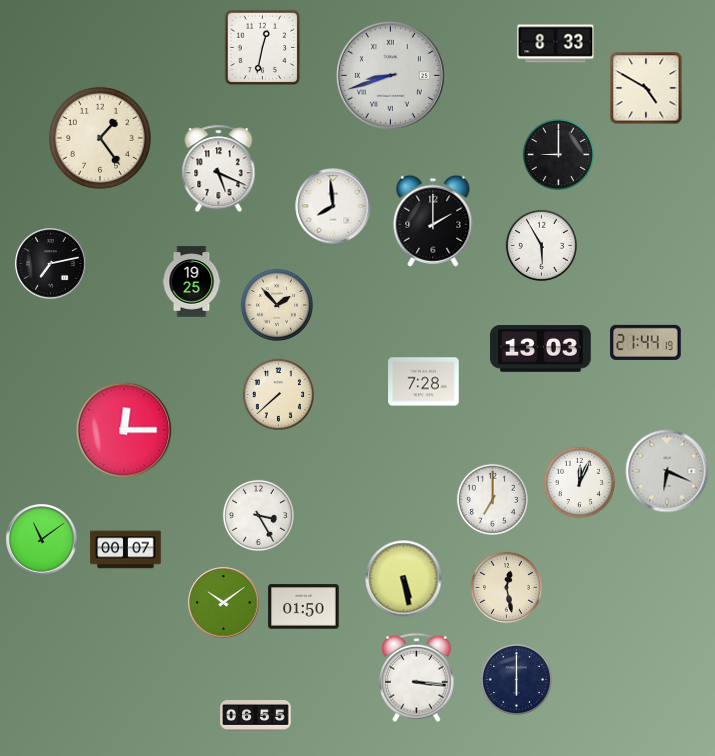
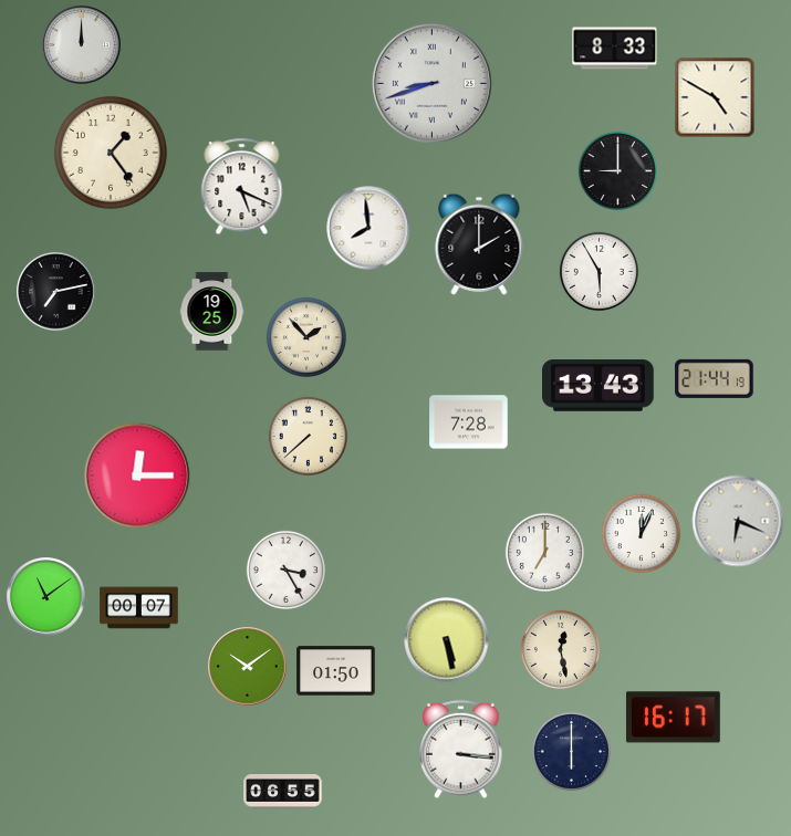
clock at (82, 45): none -> 12:00
clock at (263, 48): 12:32 -> none
clock at (541, 349): 13:03 -> 13:43
clock at (673, 718): none -> 16:17
